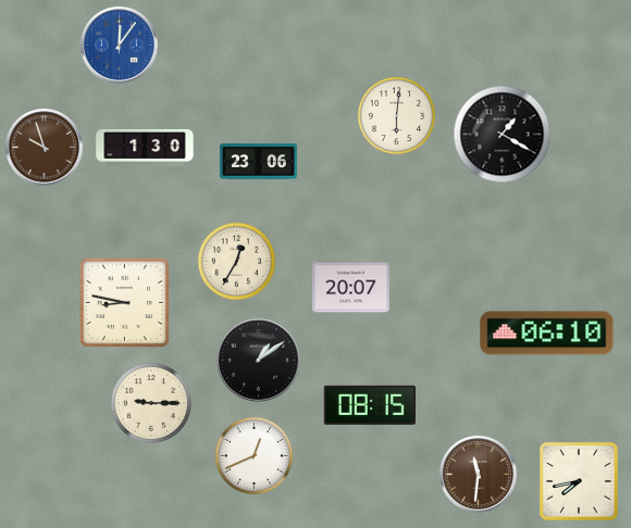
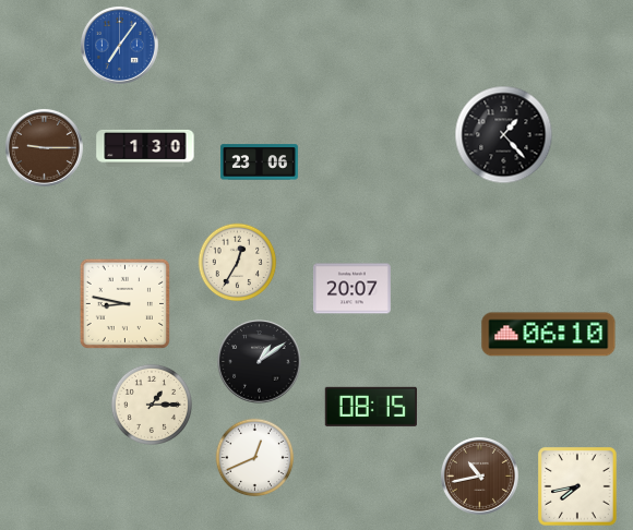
clock at (119, 45): 12:06 -> 7:06
clock at (397, 116): 6:01 -> none
clock at (503, 135): 1:20 -> 1:23
clock at (44, 147): 9:57 -> 9:15
clock at (151, 403): 9:15 -> 1:15
clock at (478, 474): 11:31 -> 10:43
clock at (579, 481) position: (579, 481) -> (577, 486)
